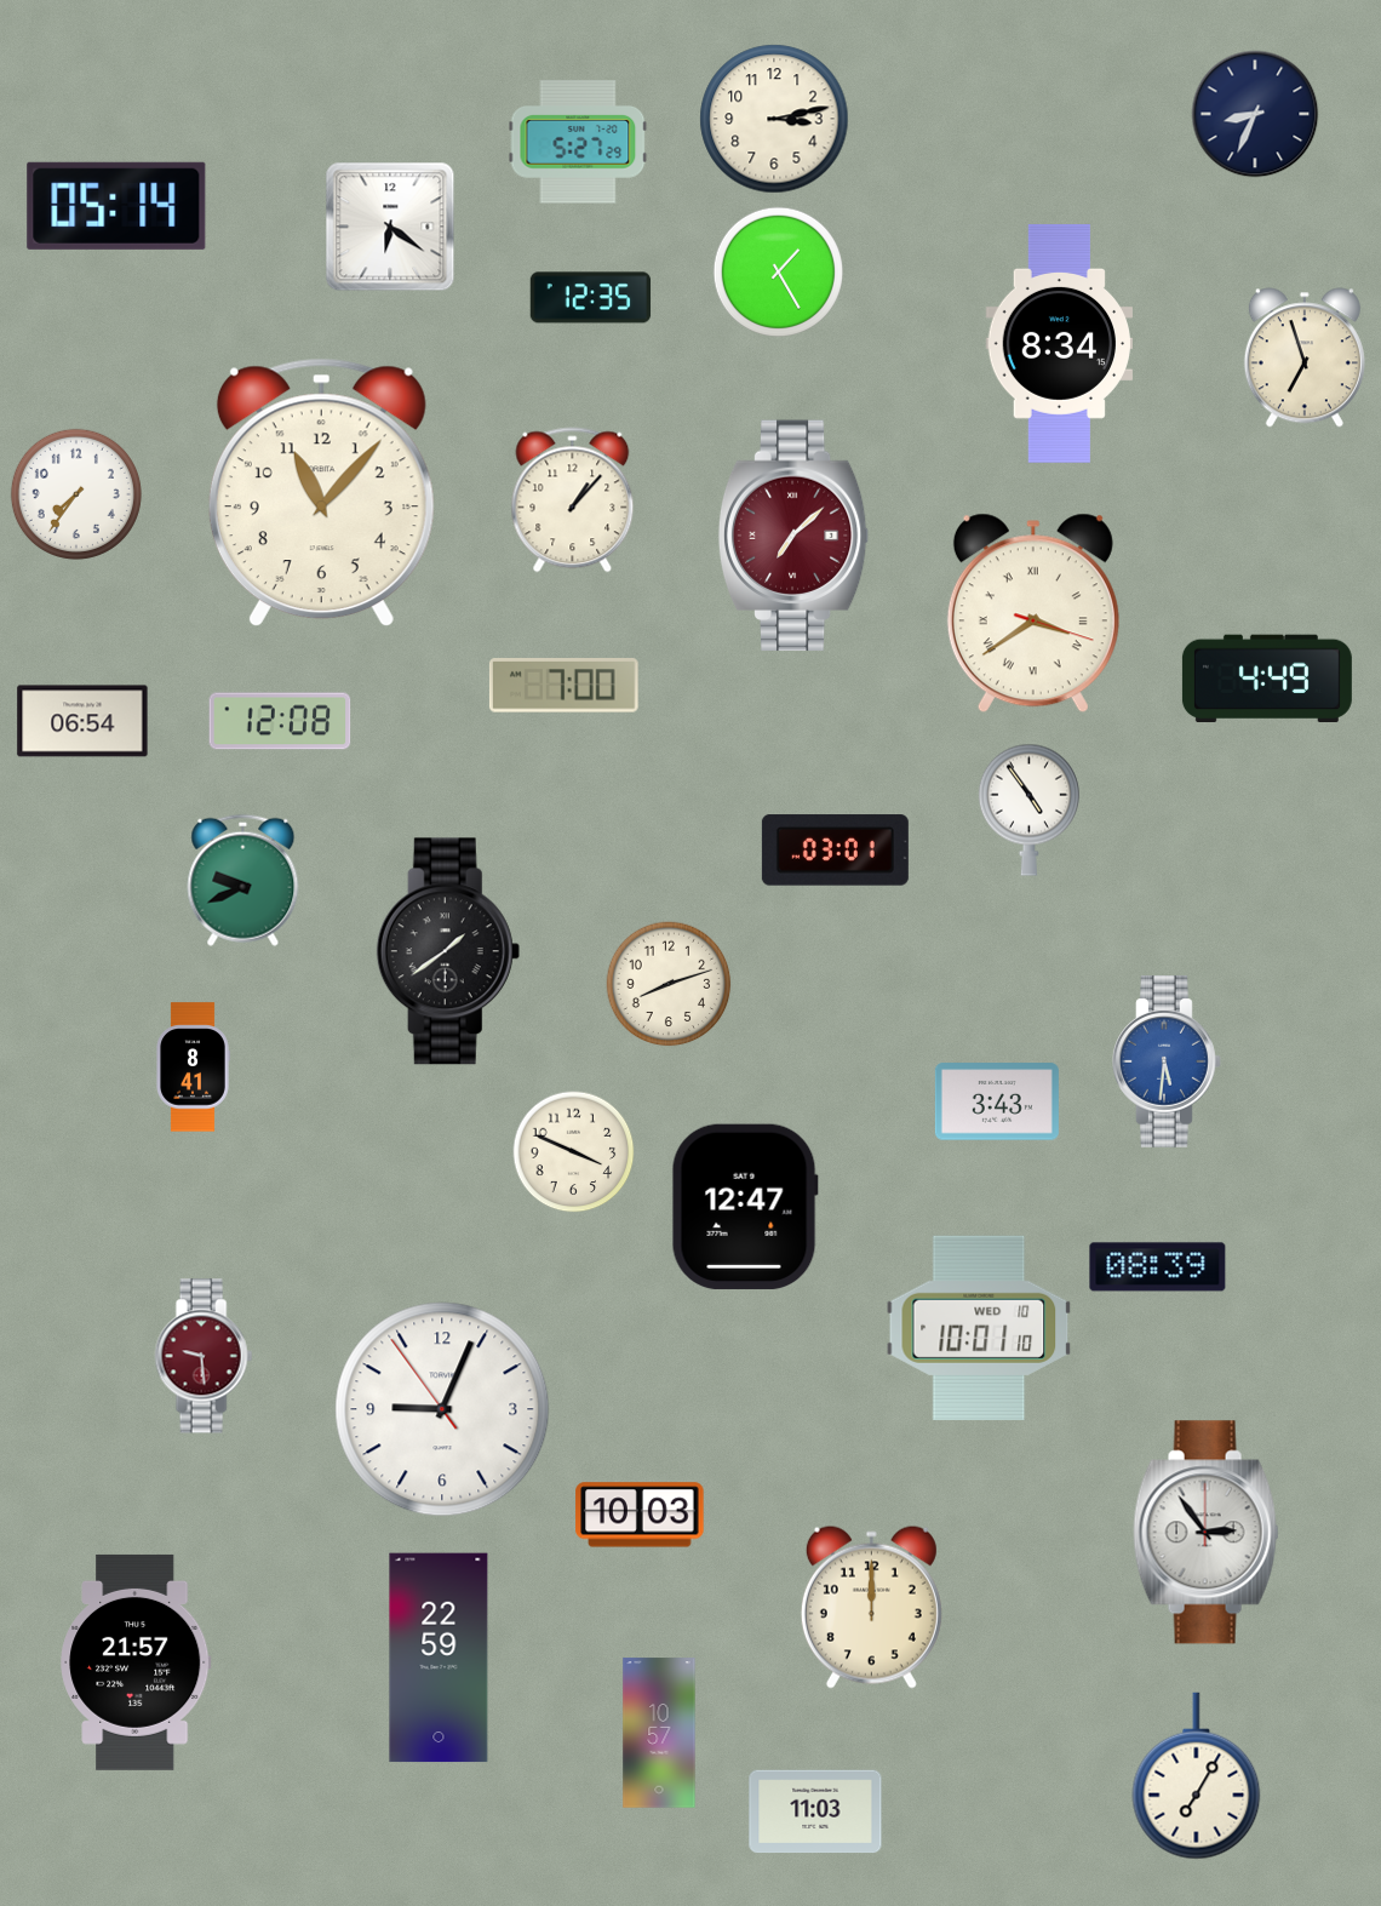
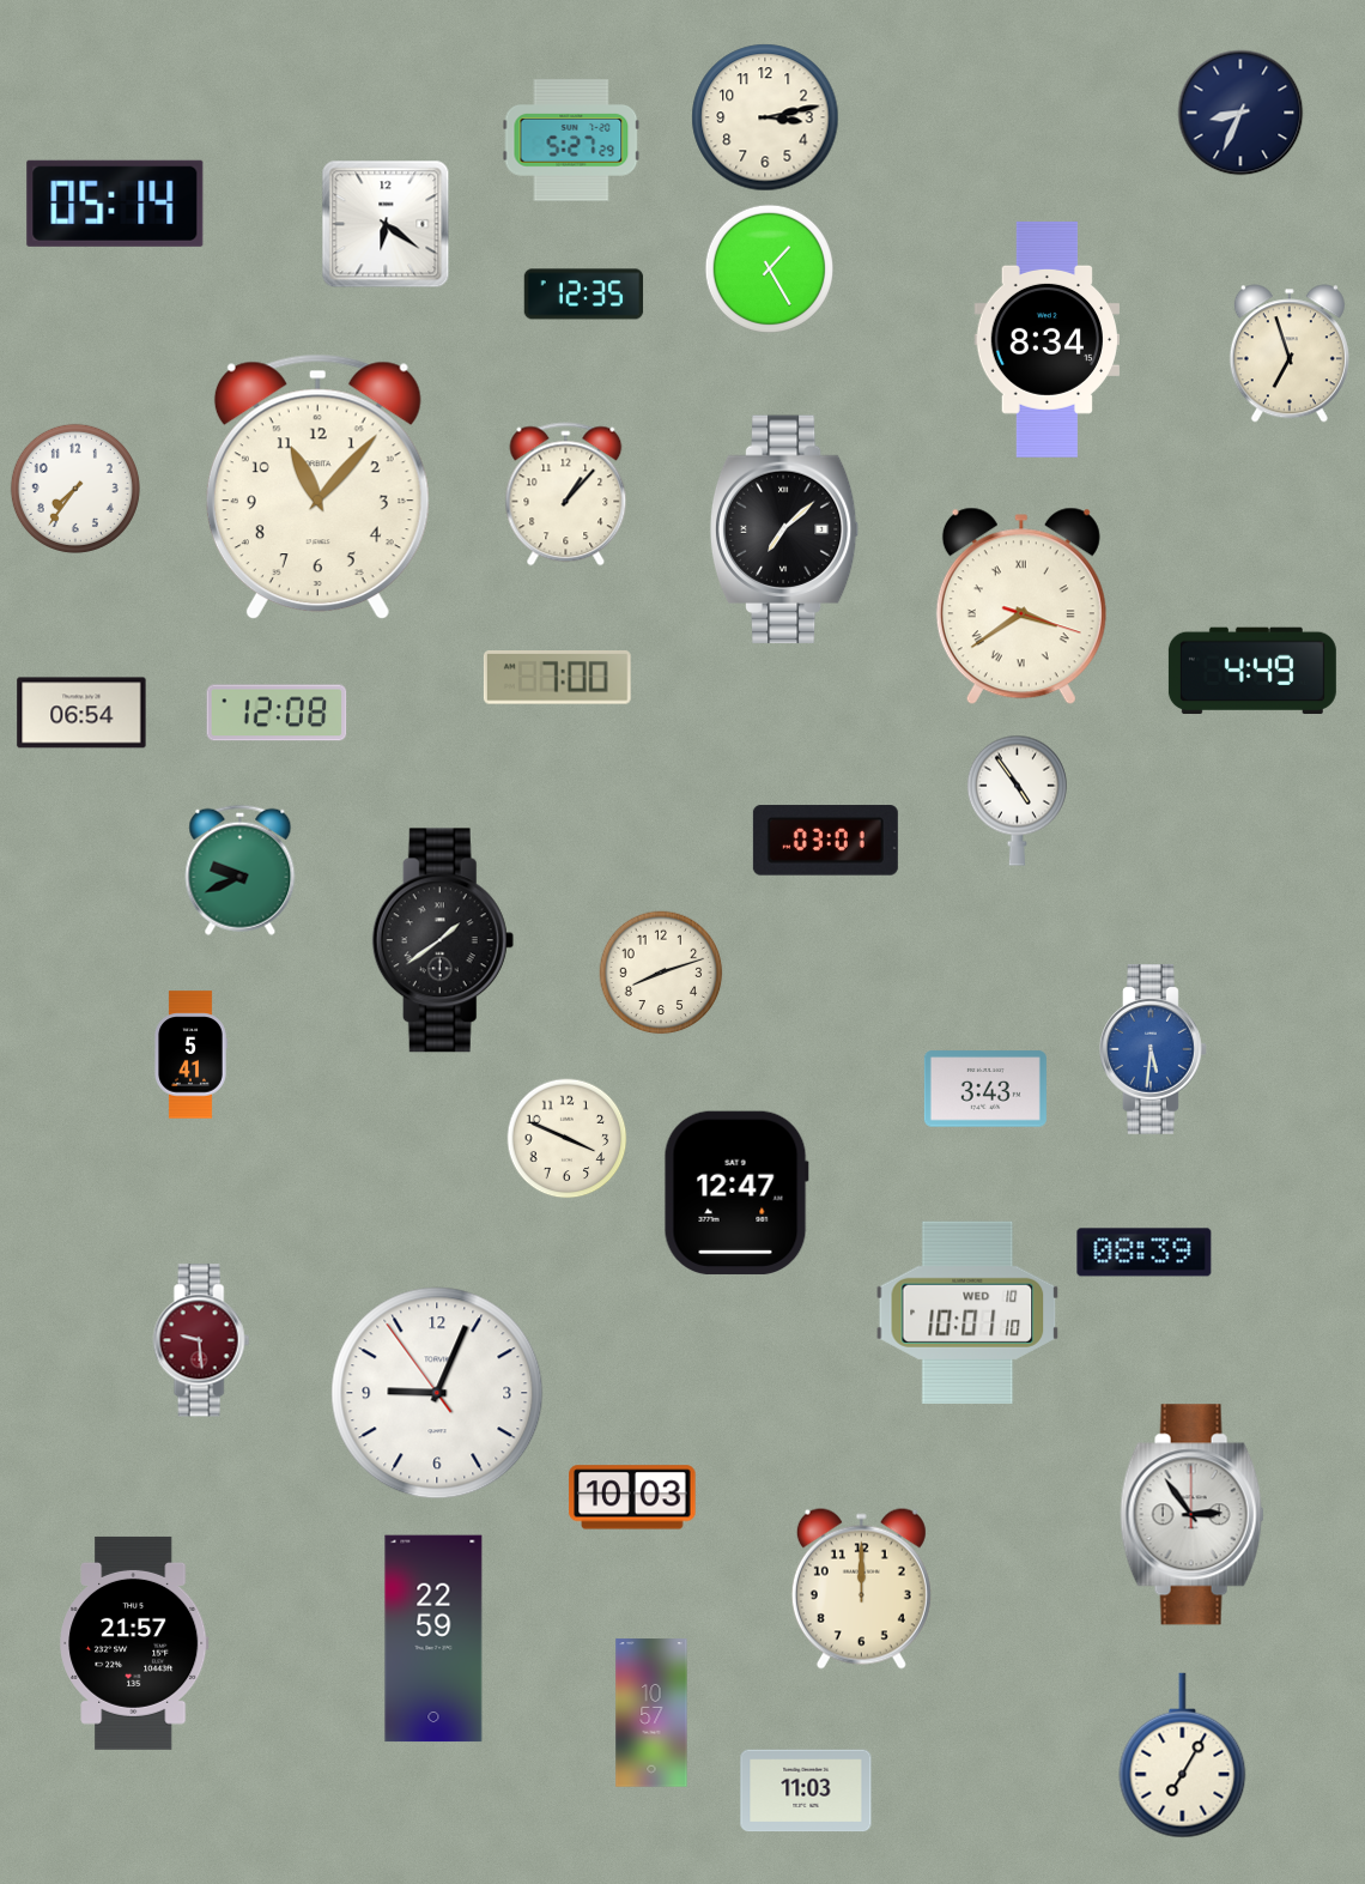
clock at (793, 536) dial: burgundy -> black
clock at (193, 1068): 8:41 -> 5:41
